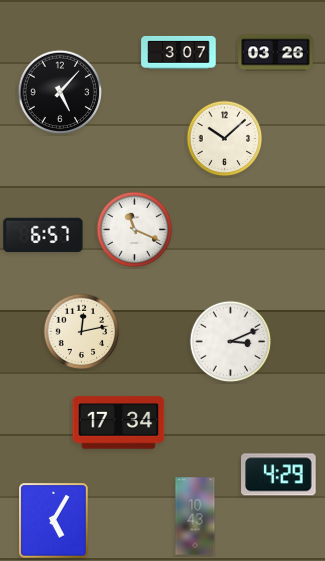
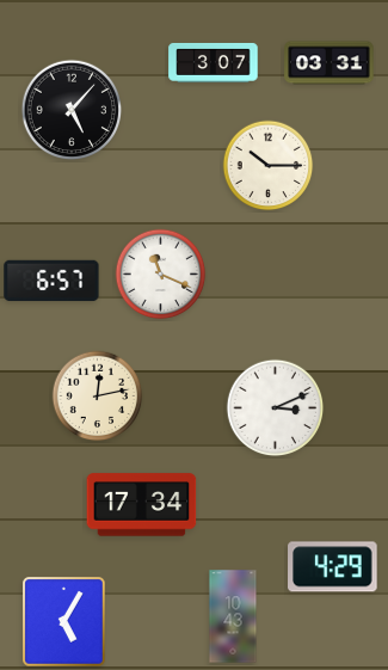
clock at (276, 53): 03:26 -> 03:31
clock at (225, 139): 10:08 -> 10:15
